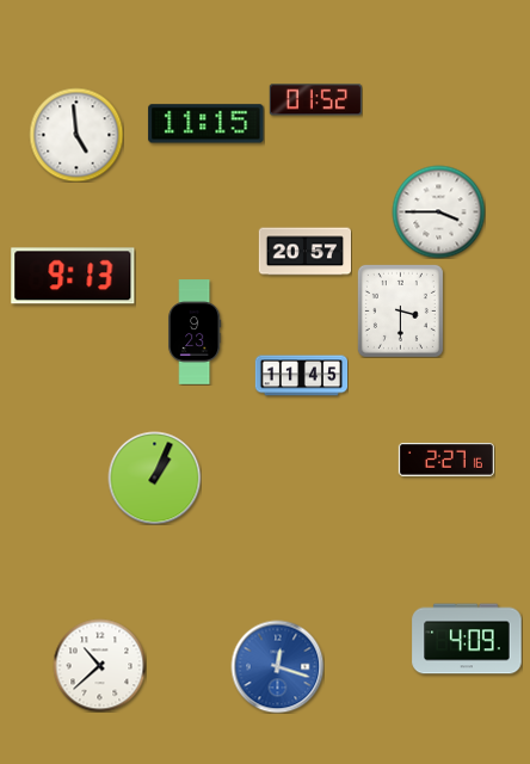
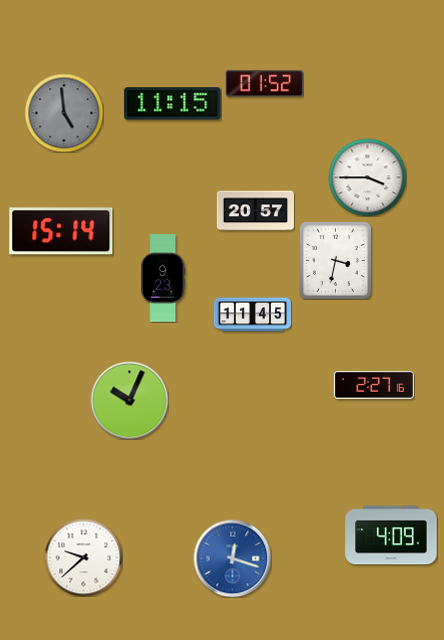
clock at (76, 135) dial: white -> grey
clock at (73, 276): 9:13 -> 15:14
clock at (400, 310): 3:30 -> 3:32
clock at (154, 478): 1:04 -> 10:04
clock at (99, 665): 10:38 -> 9:38
